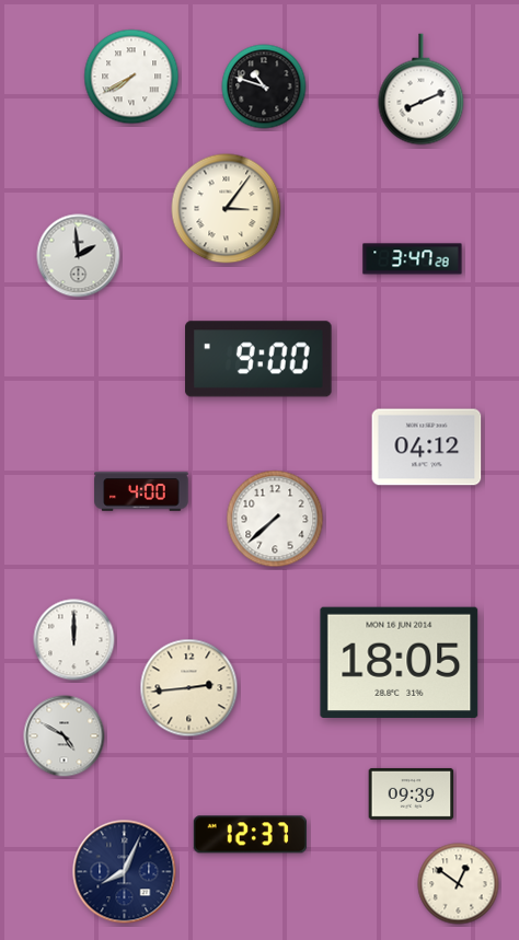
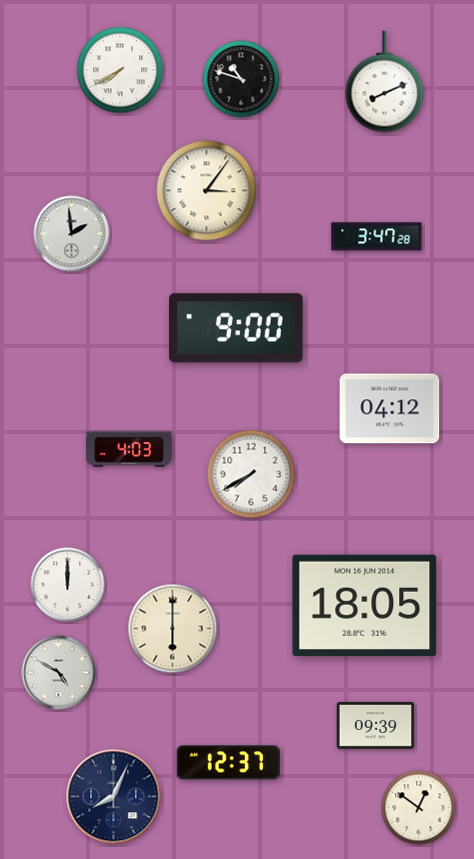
clock at (141, 491): 4:00 -> 4:03
clock at (275, 519): 7:38 -> 7:40
clock at (189, 688): 2:44 -> 6:00
